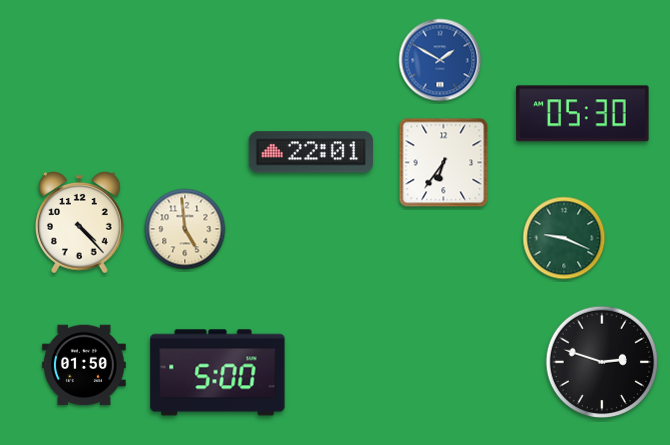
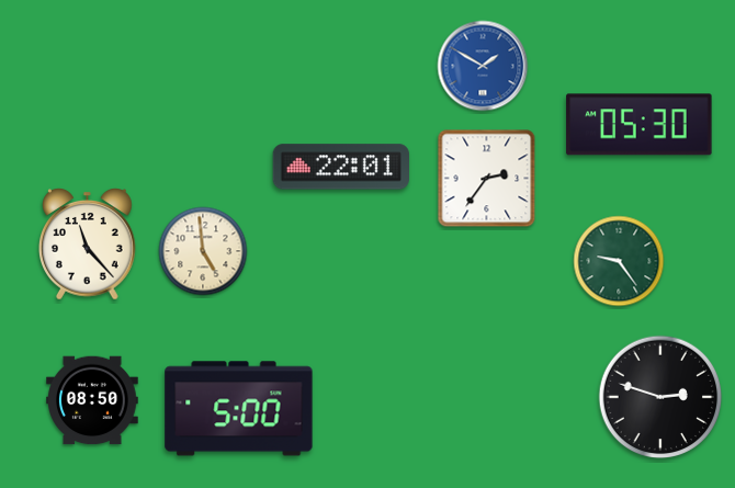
clock at (444, 163): 6:36 -> 2:36
clock at (80, 223): 4:23 -> 11:23
clock at (564, 238): 9:19 -> 9:24
clock at (84, 365): 01:50 -> 08:50
